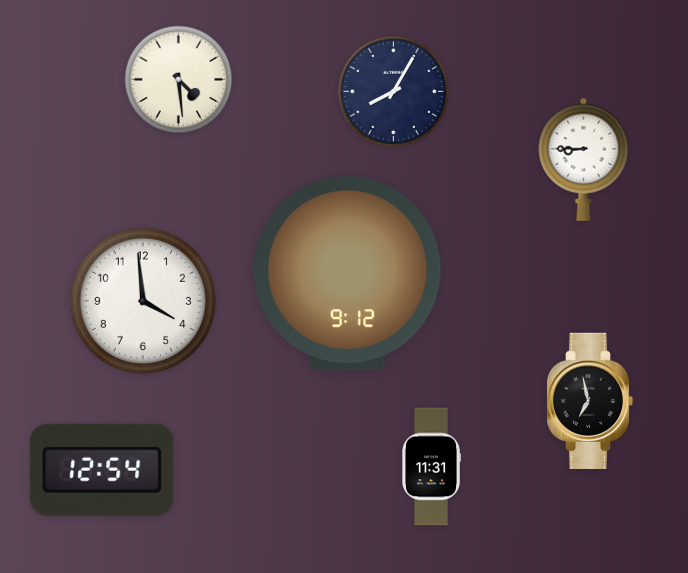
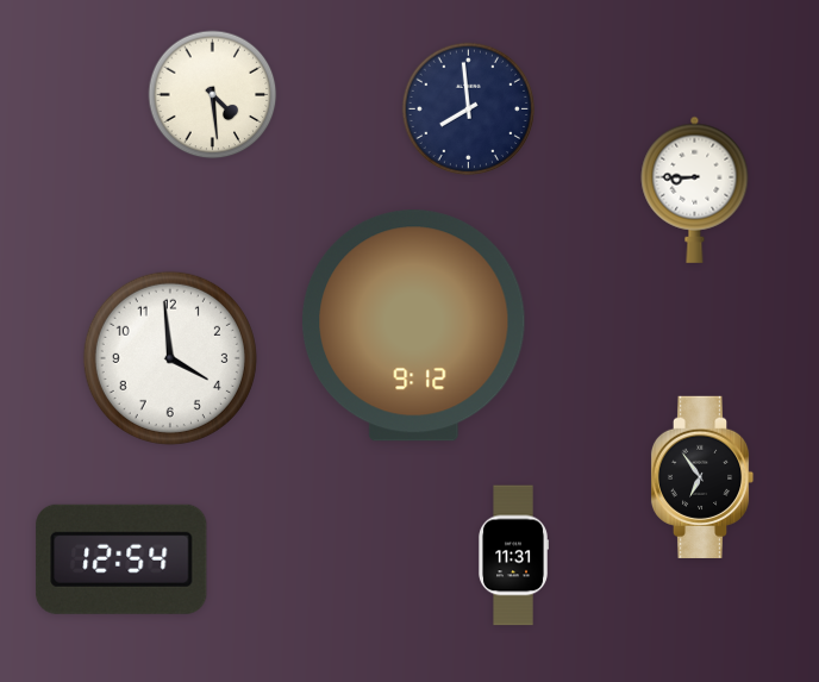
clock at (393, 91): 8:05 -> 7:59
clock at (590, 401): 6:58 -> 6:54
